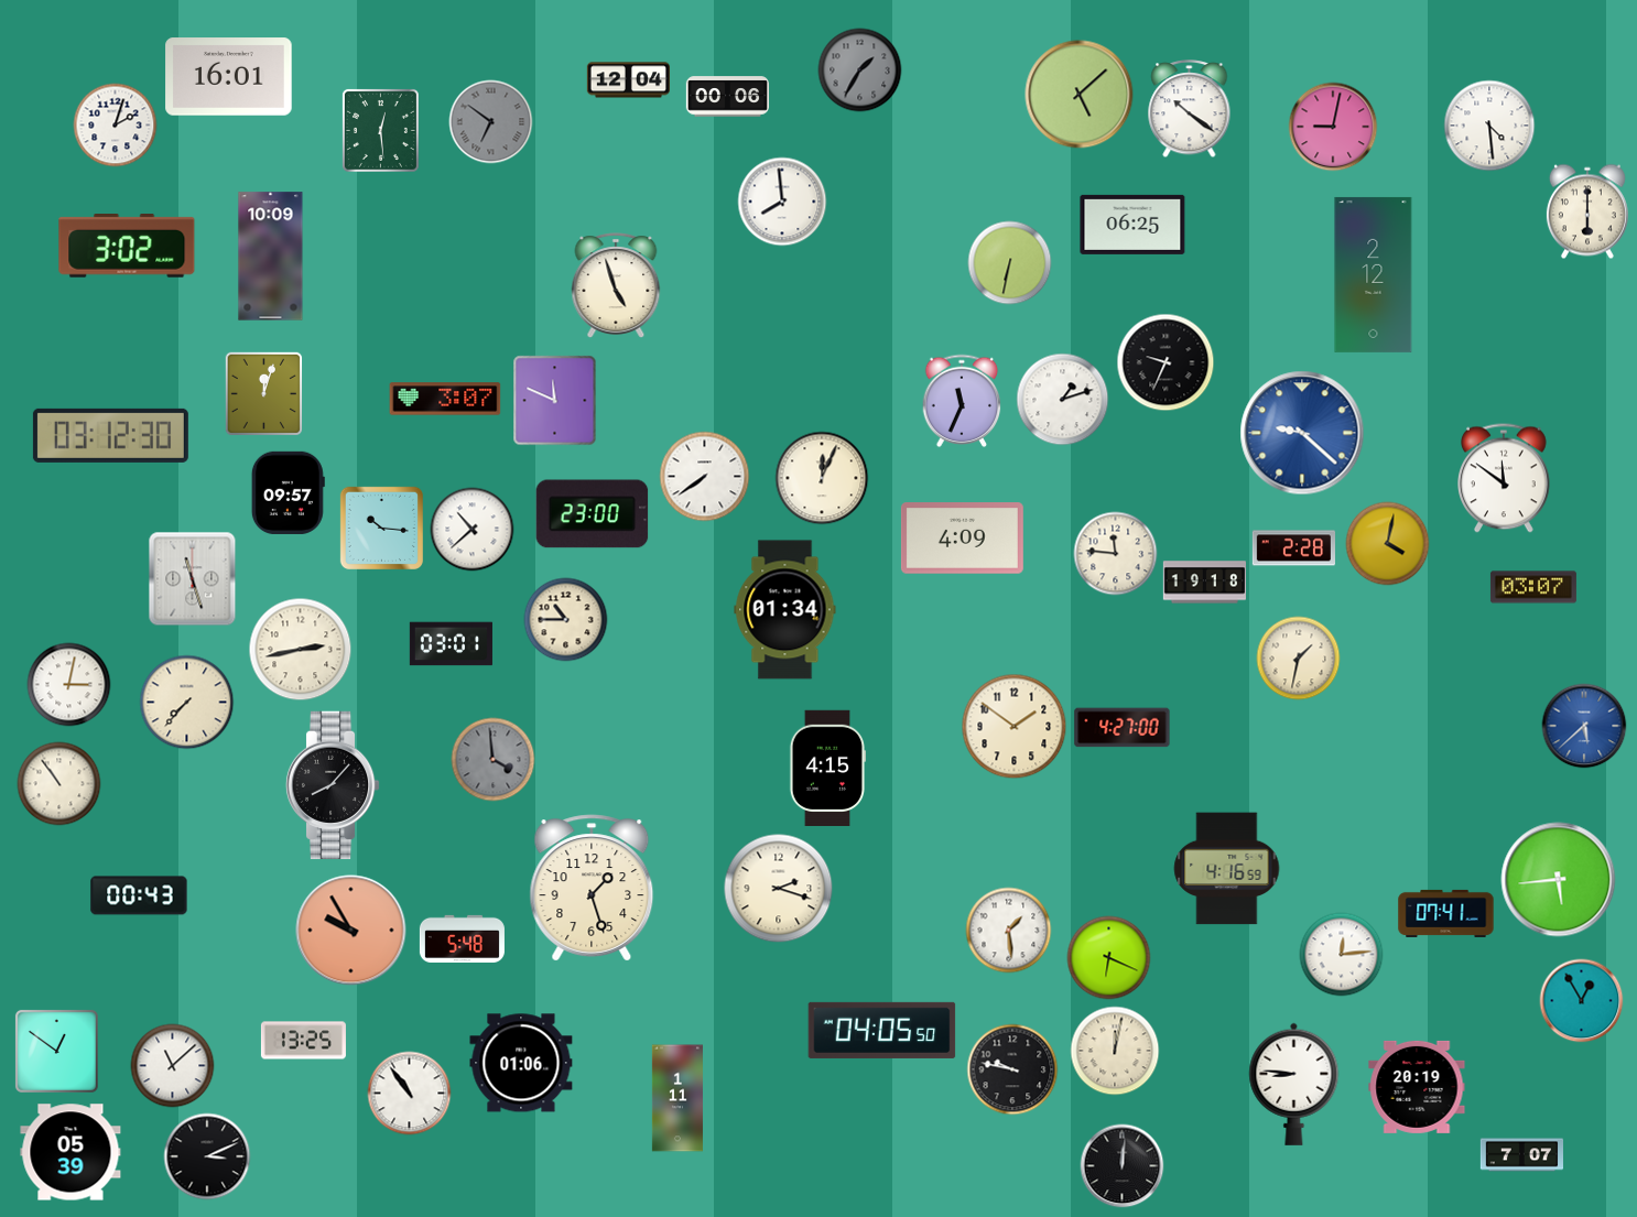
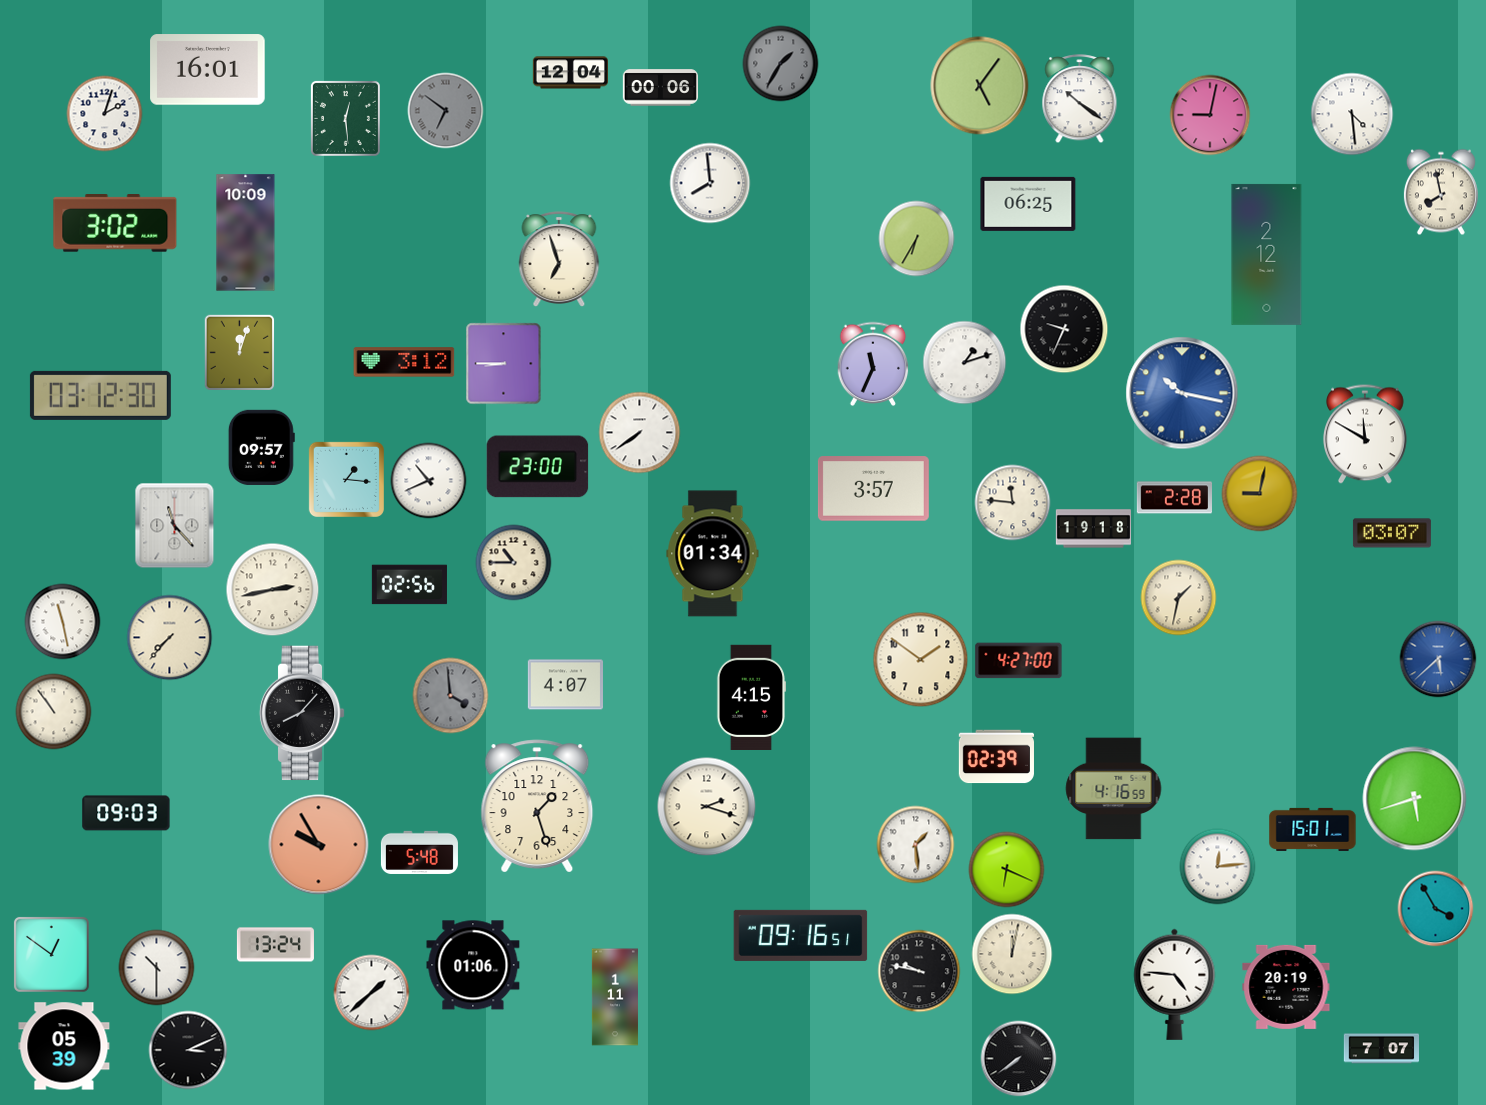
clock at (1080, 95): 5:08 -> 5:06
clock at (1587, 211): 6:00 -> 7:58
clock at (1010, 263): 6:32 -> 6:35
clock at (1374, 274) position: (1374, 274) -> (1267, 254)
clock at (616, 285): 4:57 -> 6:57
clock at (1166, 362) position: (1166, 362) -> (1064, 329)
clock at (263, 393) position: (263, 393) -> (239, 352)
clock at (445, 399): 3:07 -> 3:12
clock at (555, 401): 11:49 -> 8:45
clock at (1302, 433): 9:22 -> 10:17
clock at (822, 478): 12:04 -> none
clock at (1505, 478): 11:51 -> 11:50
clock at (381, 528): 10:16 -> 1:16
clock at (473, 530): 10:38 -> 10:41
clock at (962, 539): 4:09 -> 3:57
clock at (1388, 544): 4:02 -> 9:02
clock at (193, 579): 11:27 -> 11:23
clock at (451, 644): 03:01 -> 02:56
clock at (69, 685): 3:02 -> 11:28
clock at (565, 685): none -> 4:07
clock at (494, 760) position: (494, 760) -> (451, 696)
clock at (996, 757): none -> 02:39
clock at (1559, 880): 5:44 -> 5:42
clock at (139, 895): 00:43 -> 09:03
clock at (1446, 913): 07:41 -> 15:01
clock at (1582, 1001): 12:55 -> 3:55
clock at (882, 1030): 04:05 -> 09:16
clock at (303, 1041): 13:25 -> 13:24
clock at (173, 1066): 11:08 -> 10:30
clock at (1294, 1084): 8:46 -> 4:46
clock at (410, 1094): 10:54 -> 1:38
clock at (1123, 1166): 12:01 -> 7:39
